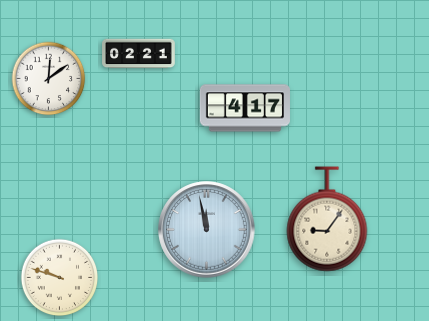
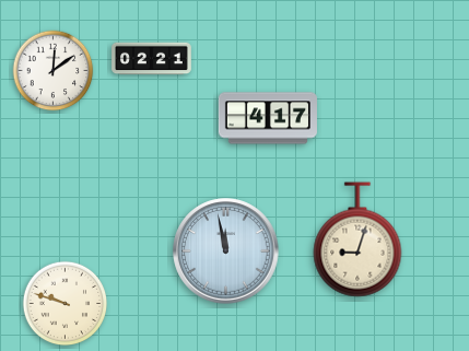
clock at (49, 79) position: (49, 79) -> (54, 71)
clock at (327, 219): 9:06 -> 9:03
